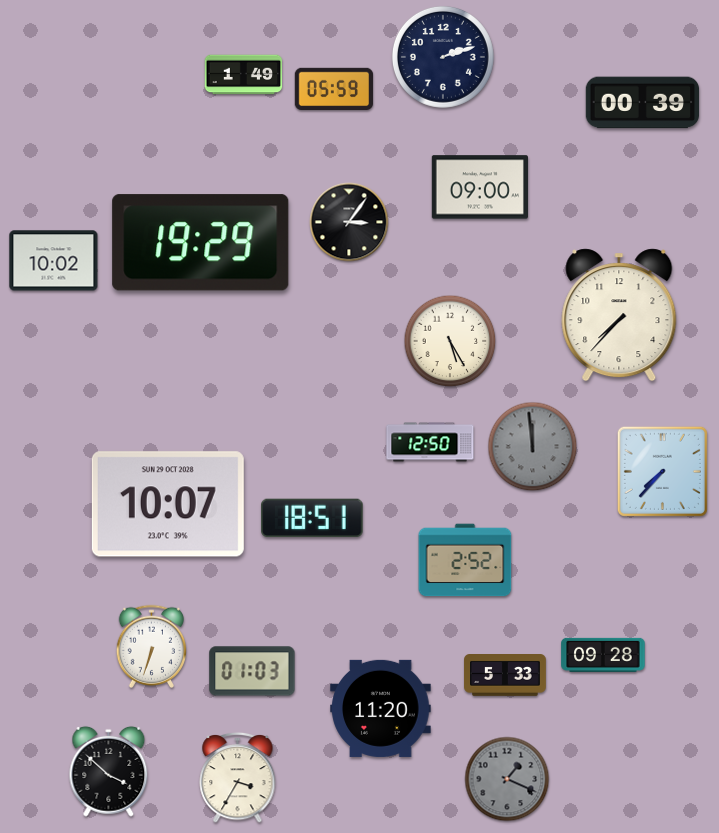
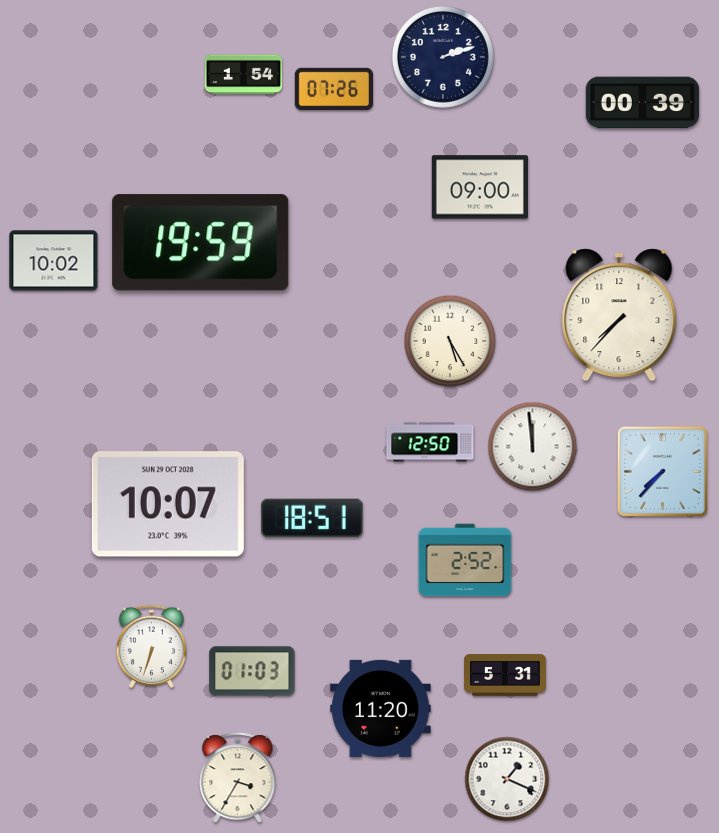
clock at (244, 75): 1:49 -> 1:54
clock at (334, 89): 05:59 -> 07:26
clock at (349, 222): 3:06 -> none
clock at (201, 243): 19:29 -> 19:59
clock at (533, 447) dial: grey -> white
clock at (603, 655): 09:28 -> none
clock at (505, 676): 5:33 -> 5:31
clock at (109, 771): 3:52 -> none
clock at (507, 779) dial: grey -> white
